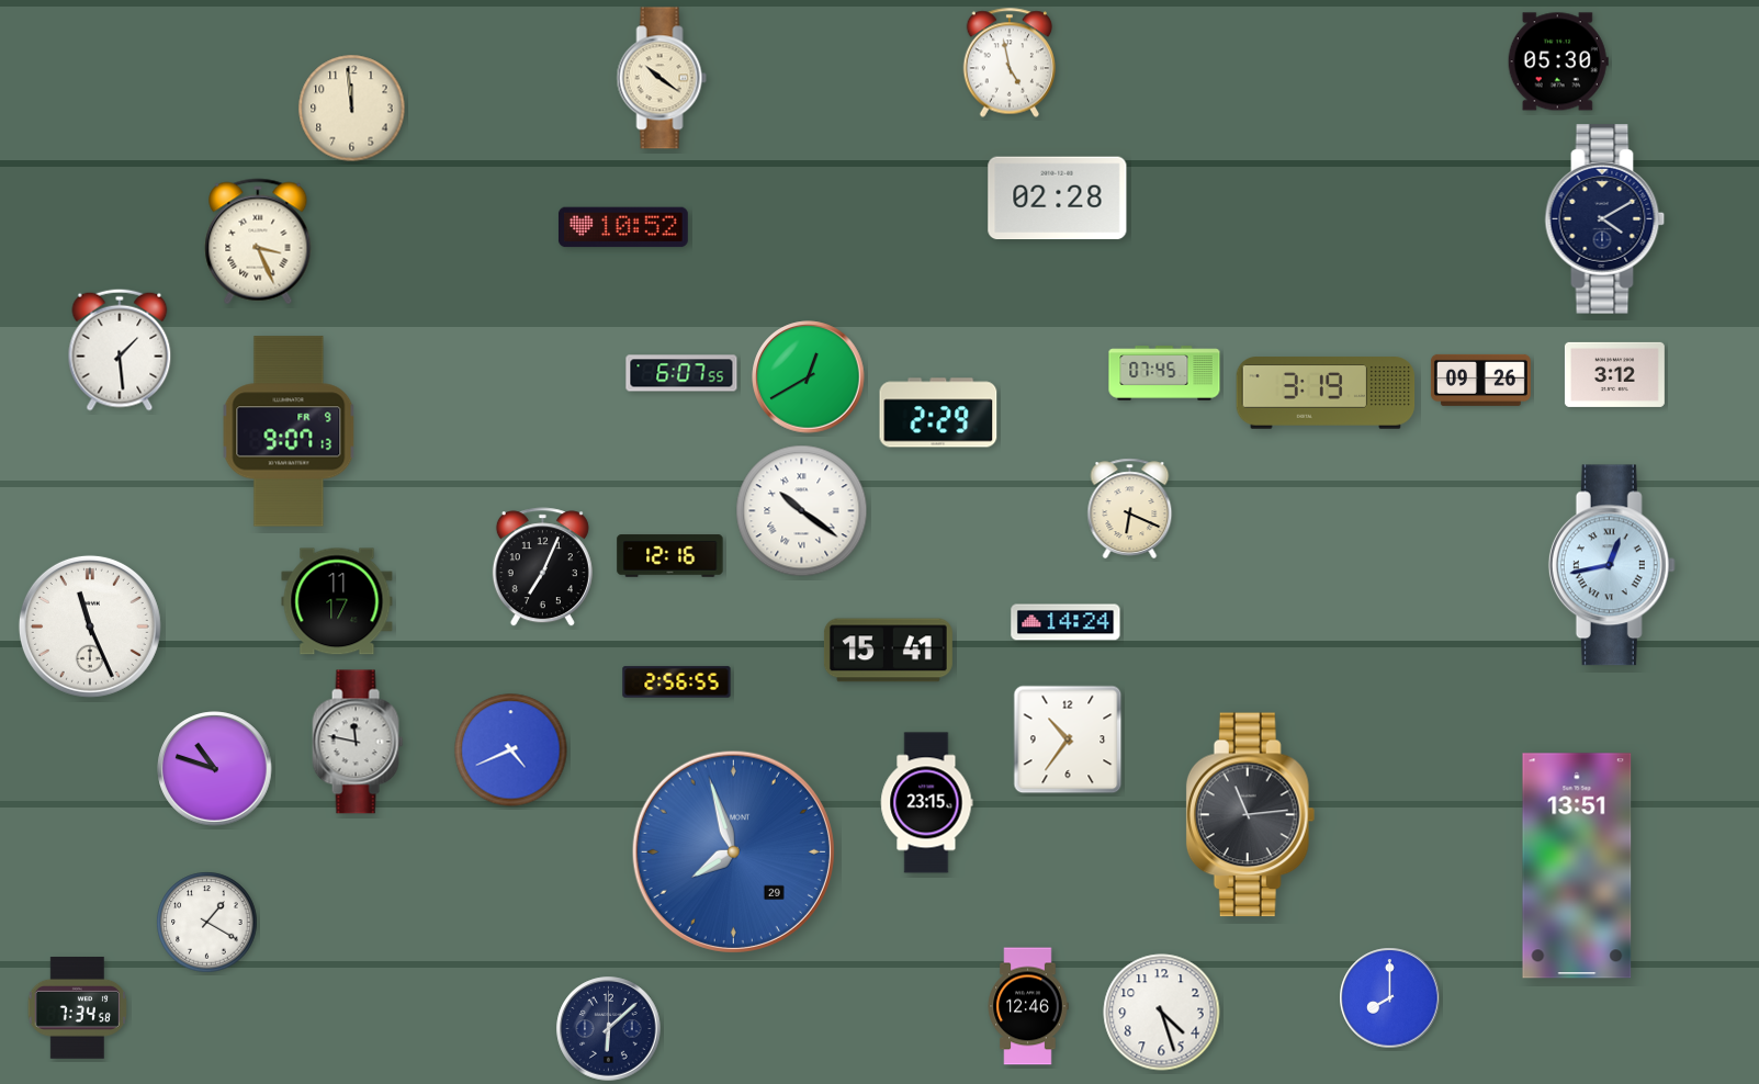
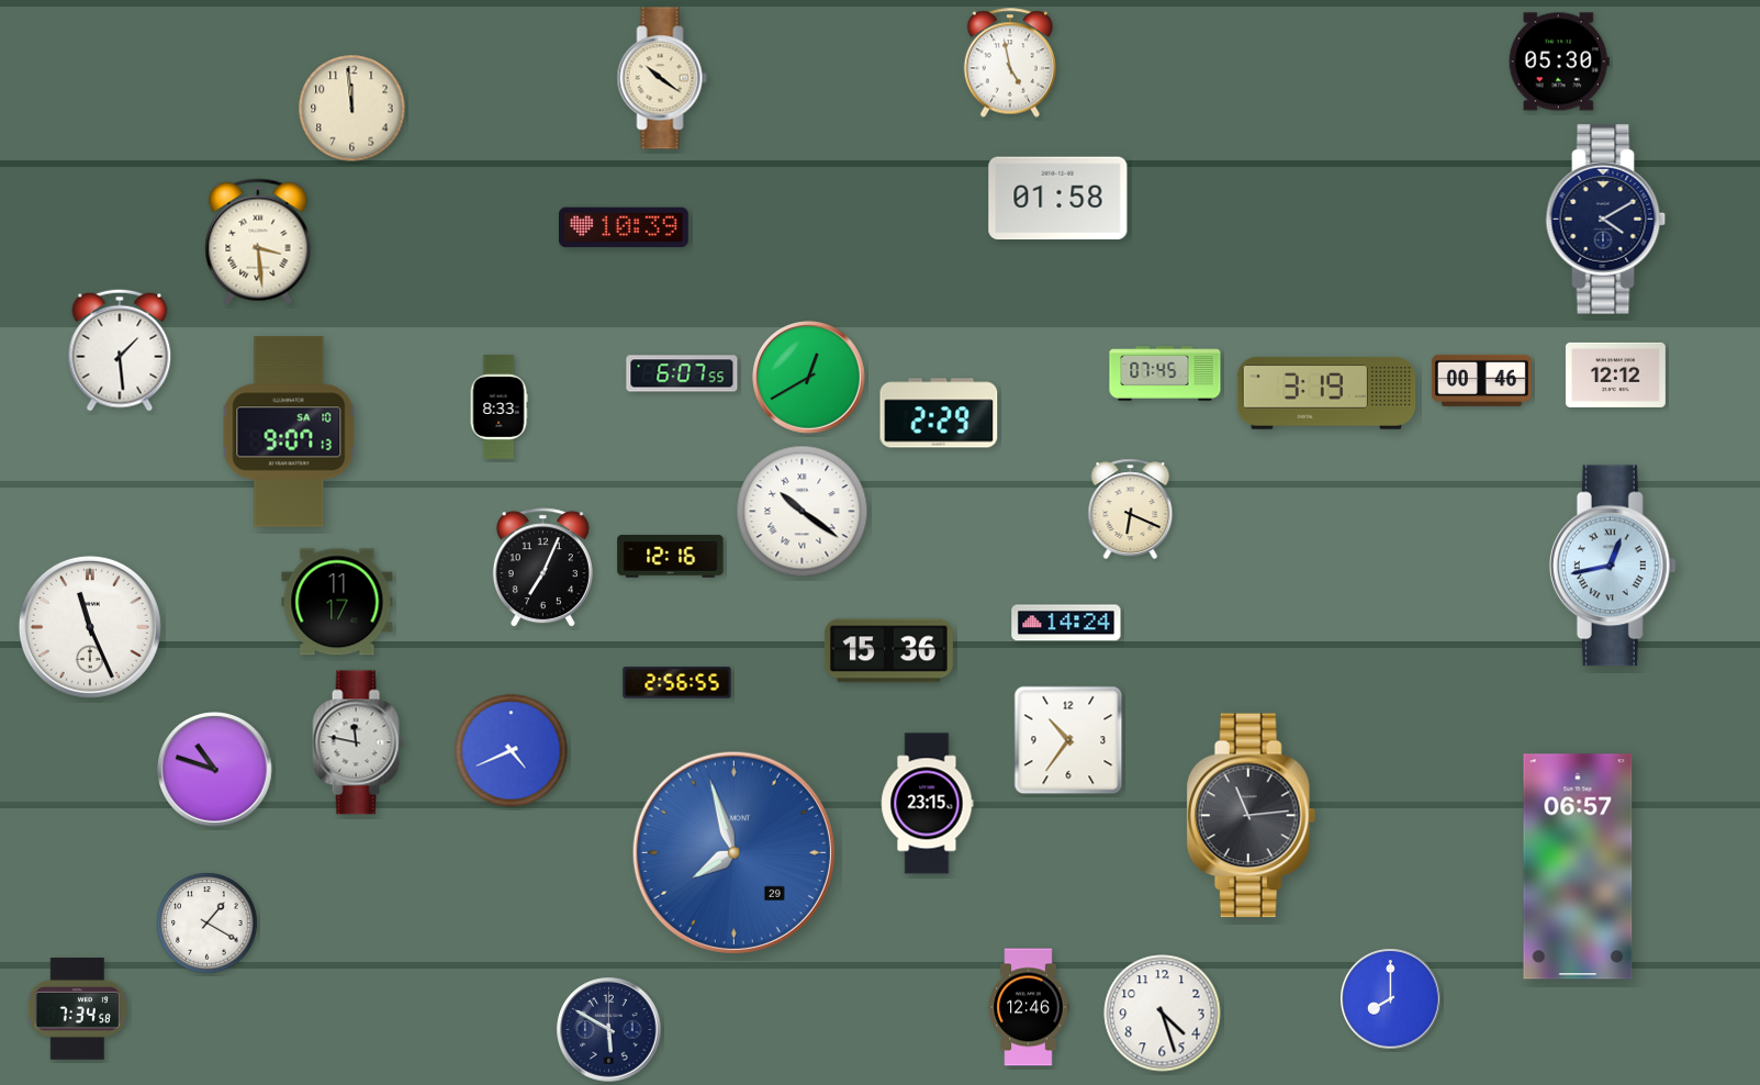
clock at (1058, 199): 02:28 -> 01:58
clock at (623, 227): 10:52 -> 10:39
clock at (258, 241): 3:26 -> 3:29
clock at (1614, 374): 3:12 -> 12:12
clock at (1480, 380): 09:26 -> 00:46
clock at (498, 407): none -> 8:33
clock at (289, 431) date: FR 9 -> SA 10
clock at (888, 651): 15:41 -> 15:36
clock at (1577, 866): 13:51 -> 06:57
clock at (609, 1029): 6:08 -> 5:50
